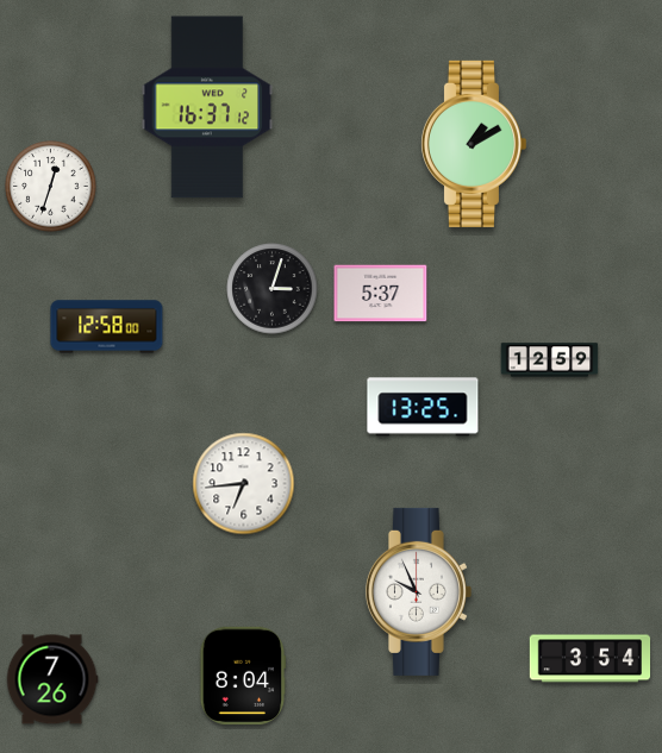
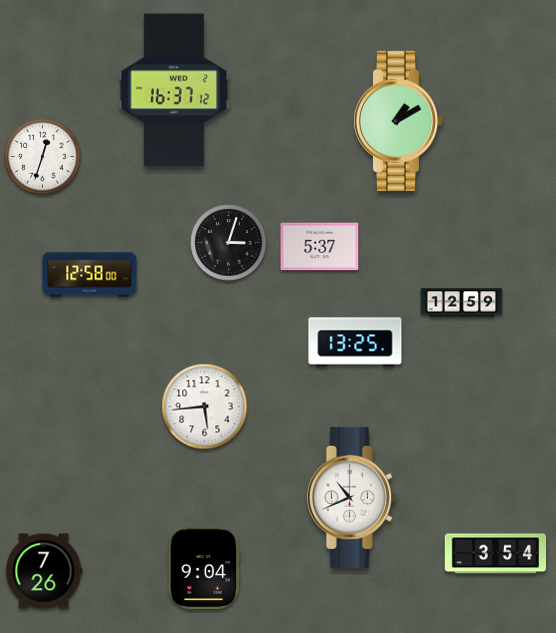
clock at (244, 484): 6:44 -> 5:44
clock at (418, 591): 9:56 -> 10:41
clock at (243, 676): 8:04 -> 9:04
